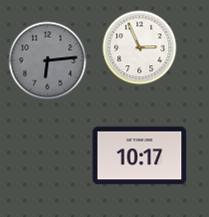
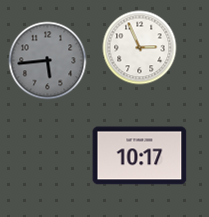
clock at (48, 61): 6:14 -> 5:44
